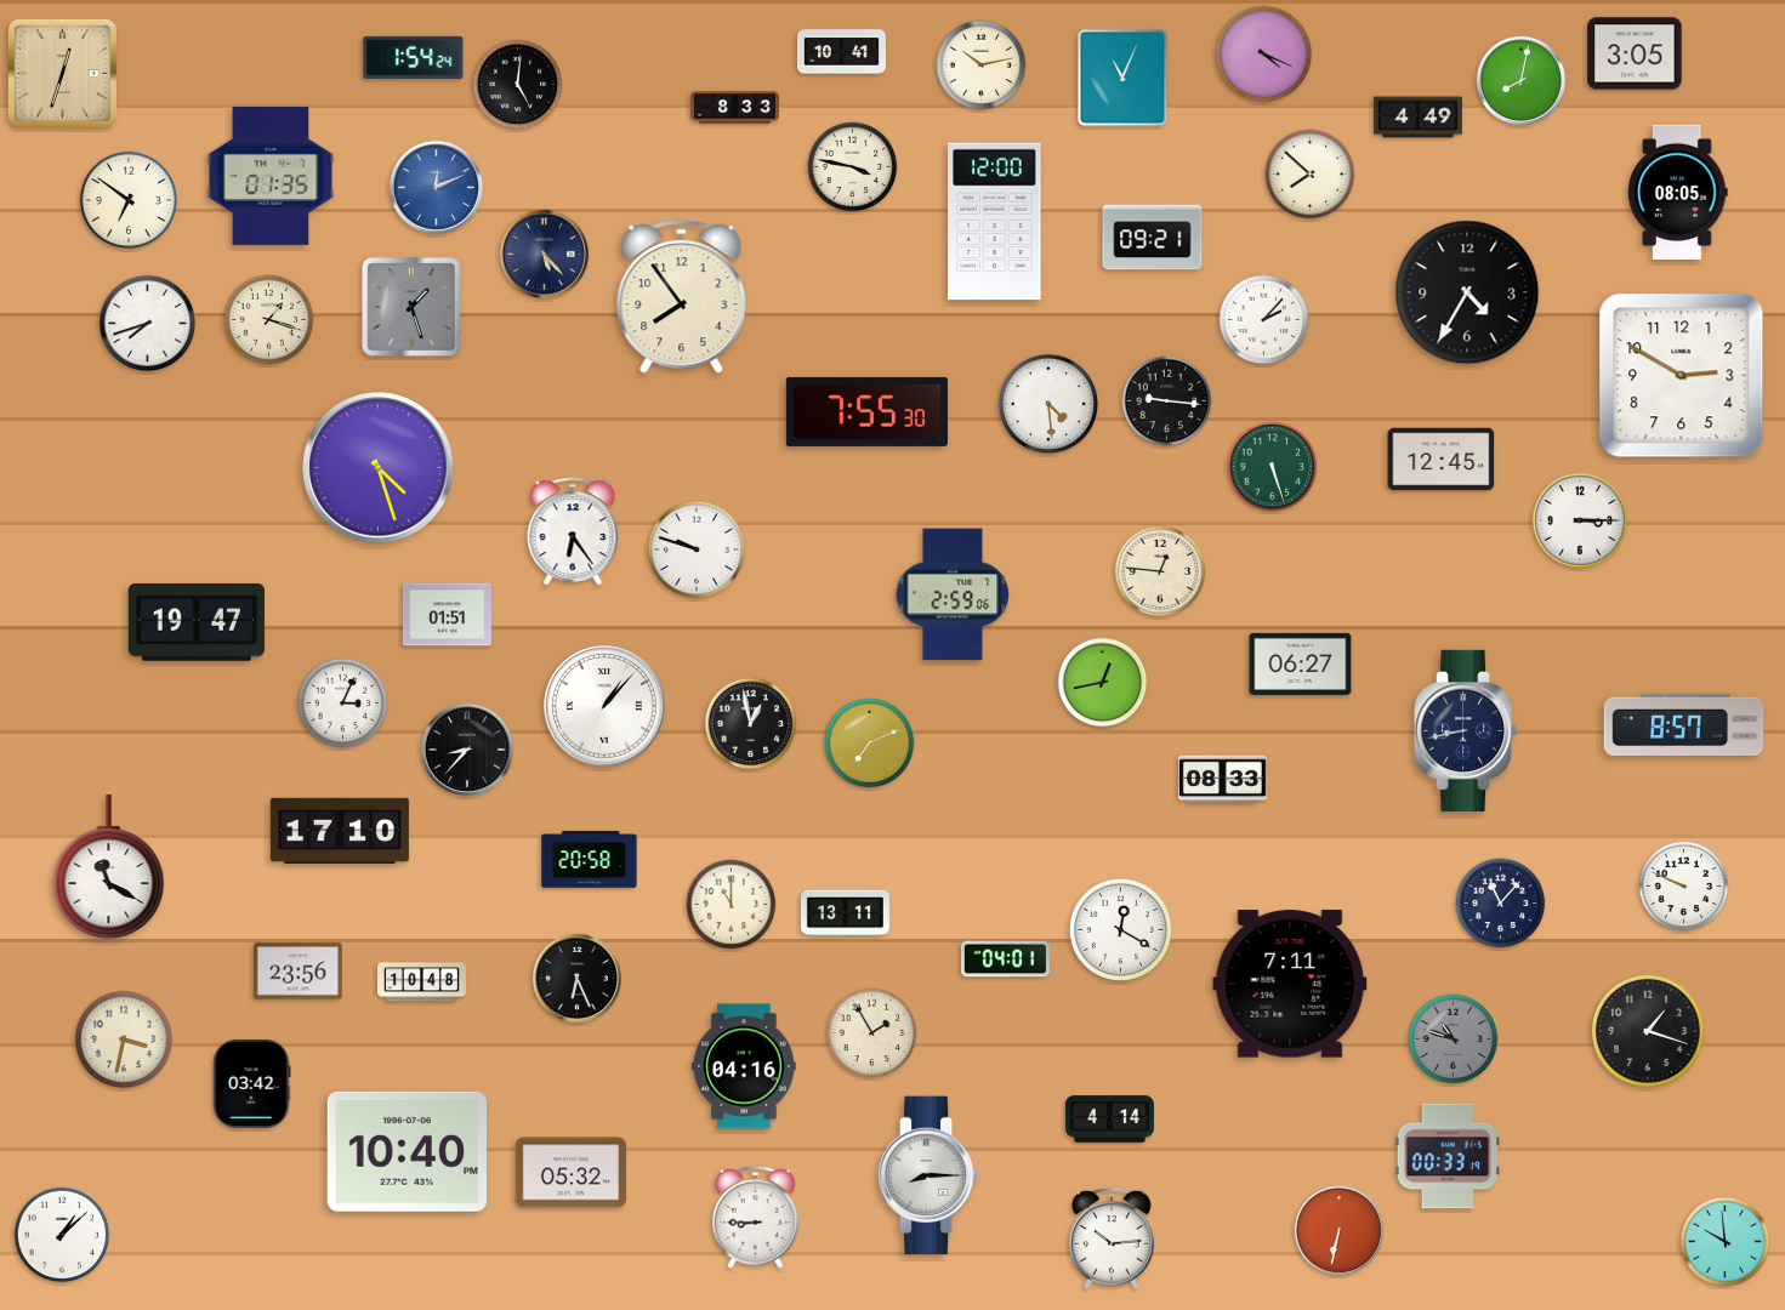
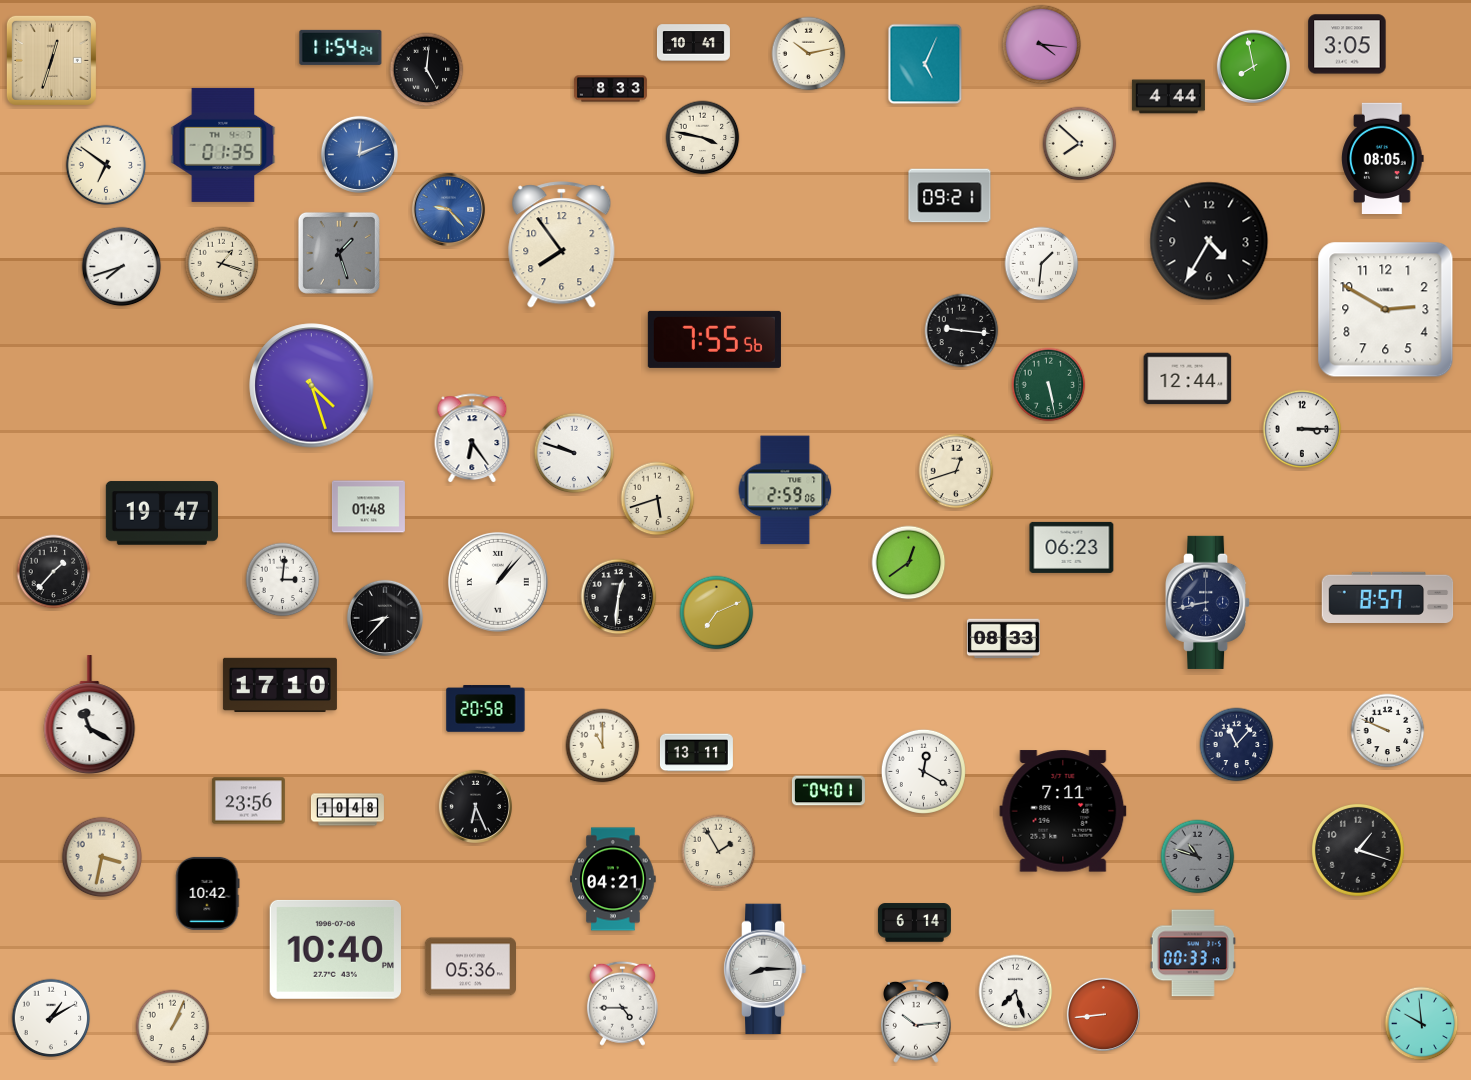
clock at (1264, 55): 4:19 -> 4:16
clock at (414, 57): 1:54 -> 11:54
clock at (1122, 78): 11:04 -> 5:04
clock at (1520, 80): 8:02 -> 7:58
clock at (734, 108) position: (734, 108) -> (610, 89)
clock at (1417, 118): 4:49 -> 4:44
clock at (995, 222): 12:00 -> none
clock at (544, 254): 5:23 -> 9:23
clock at (544, 254) dial: navy -> blue
clock at (1264, 320): 2:07 -> 1:31
clock at (1048, 404): 4:29 -> none
clock at (866, 411): 7:55:30 -> 7:55:56
clock at (1442, 460): 12:45 -> 12:44
clock at (1273, 467): 5:27 -> 5:28
clock at (1160, 571): 12:46 -> 12:42
clock at (658, 499): none -> 5:42
clock at (447, 615): 01:51 -> 01:48
clock at (1301, 663): 06:27 -> 06:23
clock at (1103, 683): 12:43 -> 12:39
clock at (54, 572): none -> 1:37
clock at (343, 704): 3:04 -> 3:01
clock at (751, 724): 12:58 -> 12:31
clock at (1222, 780) position: (1222, 780) -> (1003, 639)
clock at (1120, 929) position: (1120, 929) -> (923, 771)
clock at (297, 972) position: (297, 972) -> (248, 801)
clock at (744, 1066): 04:16 -> 04:21
clock at (252, 1083): 03:42 -> 10:42
clock at (1109, 1120): 4:14 -> 6:14
clock at (570, 1173): 05:32 -> 05:36
clock at (1016, 992): none -> 7:27
clock at (755, 1217): 8:45 -> 4:45
clock at (1338, 1230): 6:32 -> 8:44
clock at (62, 1235): 1:08 -> 1:10
clock at (173, 1027): none -> 1:04
